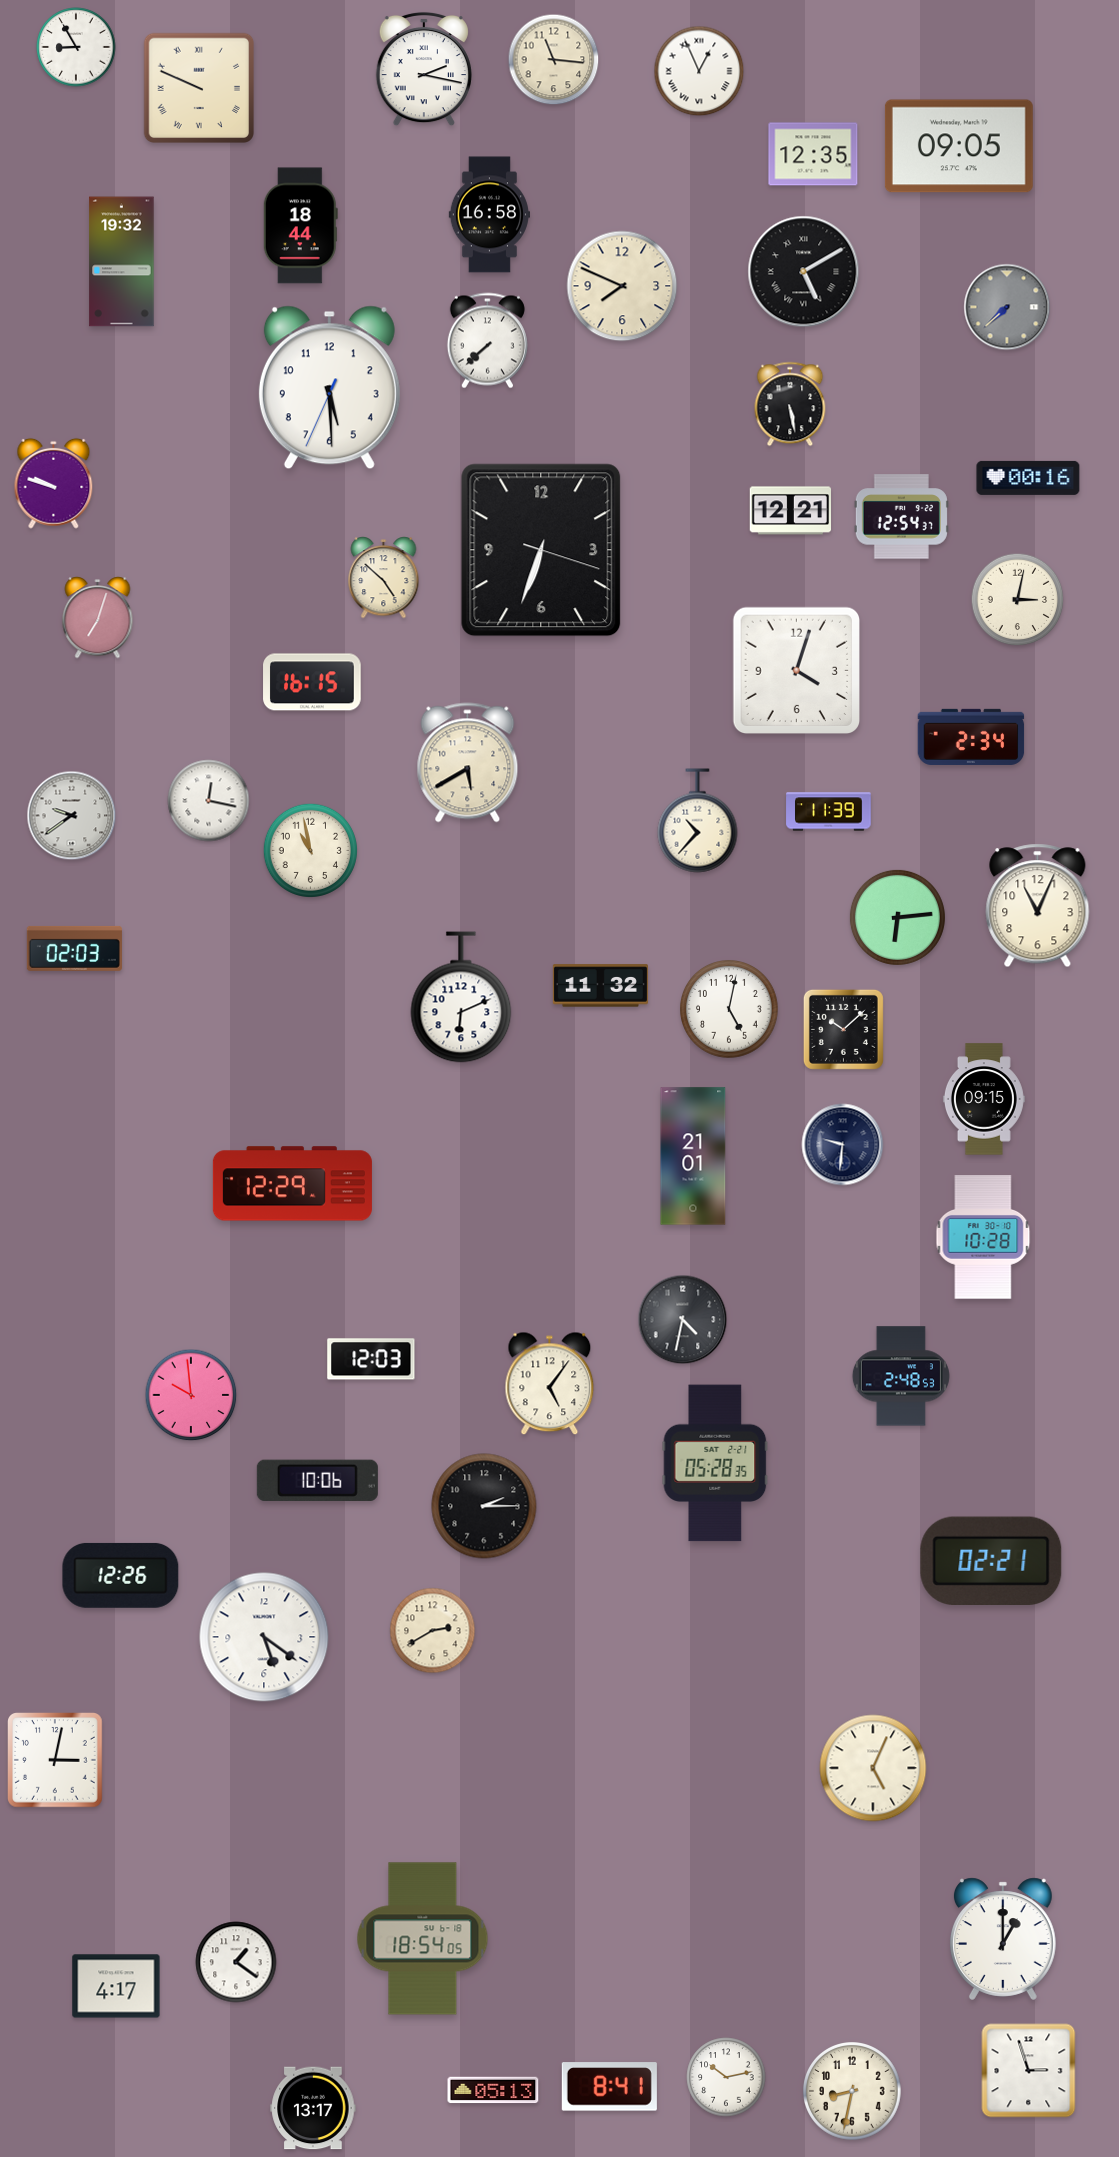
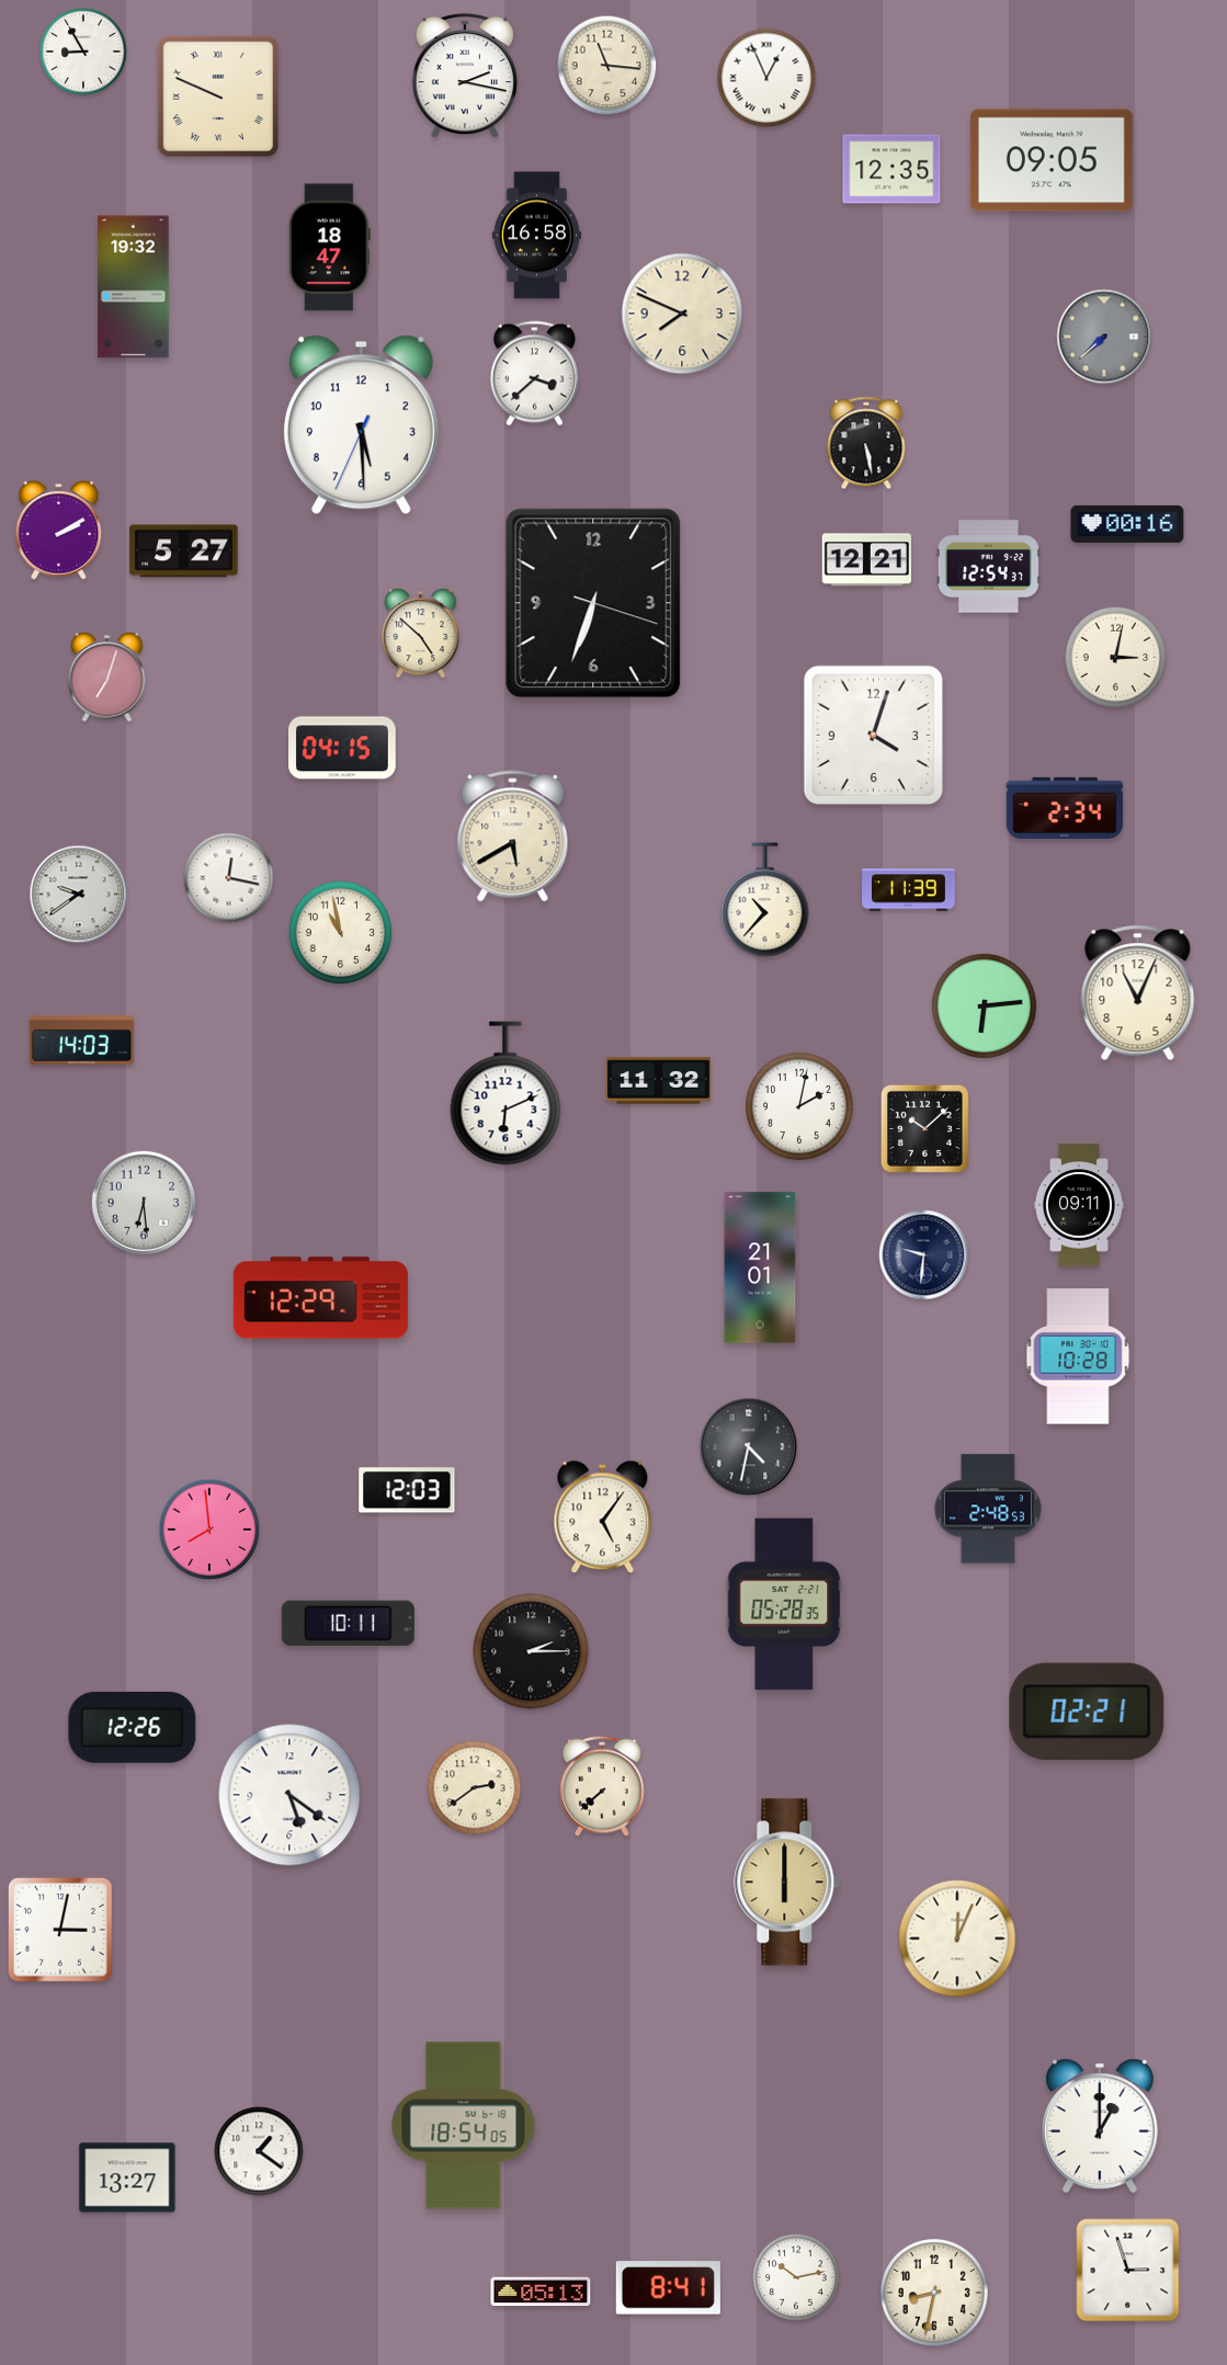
clock at (300, 226): 18:44 -> 18:47
clock at (804, 272): 5:10 -> none
clock at (487, 341): 7:38 -> 3:38
clock at (54, 483): 9:48 -> 2:10
clock at (184, 552): none -> 5:27
clock at (312, 682): 16:15 -> 04:15
clock at (74, 948): 02:03 -> 14:03
clock at (730, 1010): 5:02 -> 2:02
clock at (143, 1202): none -> 6:29
clock at (984, 1099): 09:15 -> 09:11
clock at (191, 1395): 9:59 -> 7:59
clock at (317, 1480): 10:06 -> 10:11
clock at (602, 1786): none -> 7:38
clock at (433, 1631): 2:40 -> 2:39
clock at (787, 1883): none -> 6:00
clock at (873, 1768): 5:04 -> 12:04
clock at (116, 1986): 4:17 -> 13:27
clock at (313, 2108): 13:17 -> none
